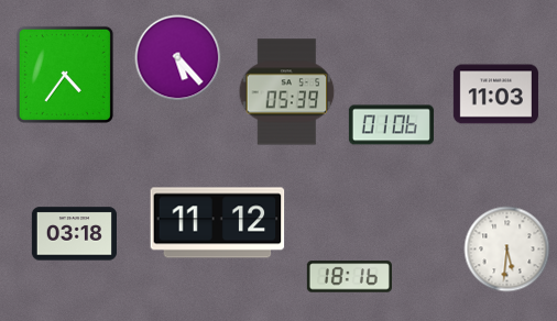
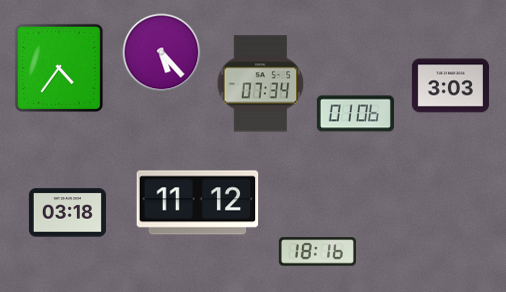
clock at (287, 92): 05:39 -> 07:34
clock at (495, 95): 11:03 -> 3:03
clock at (506, 248): 5:31 -> none
